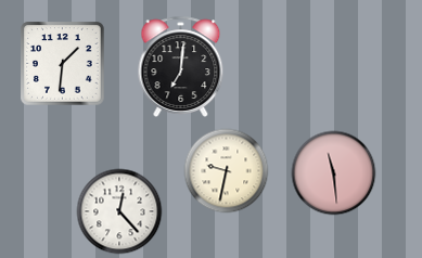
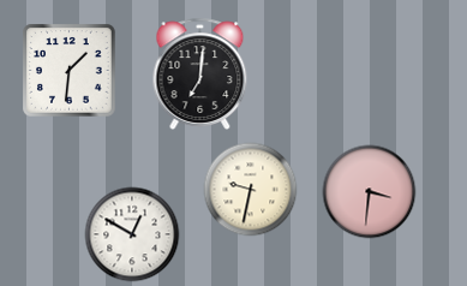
clock at (333, 172): 11:29 -> 3:31
clock at (119, 211): 12:23 -> 12:50
